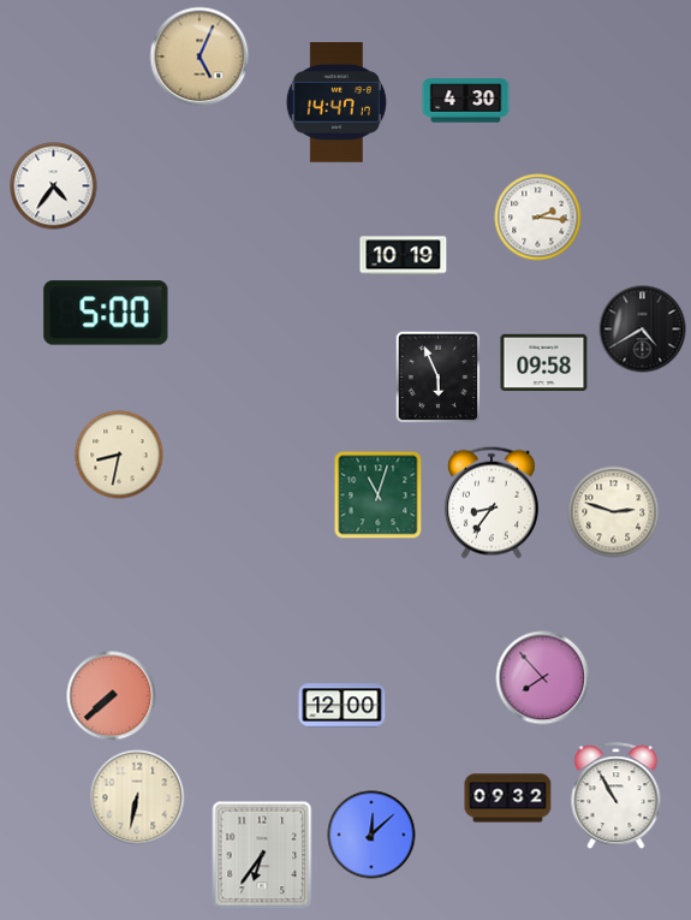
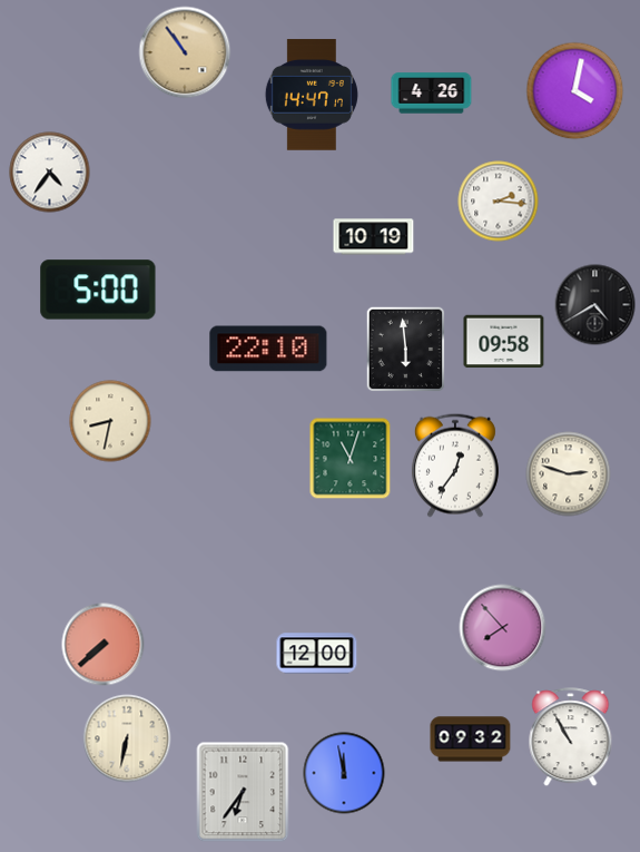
clock at (199, 57): 5:04 -> 10:54
clock at (575, 91): none -> 4:02
clock at (466, 101): 4:30 -> 4:26
clock at (544, 363) position: (544, 363) -> (504, 342)
clock at (268, 349): none -> 22:10
clock at (439, 378): 5:56 -> 5:59
clock at (492, 503): 8:36 -> 12:36
clock at (371, 835): 12:08 -> 11:58
